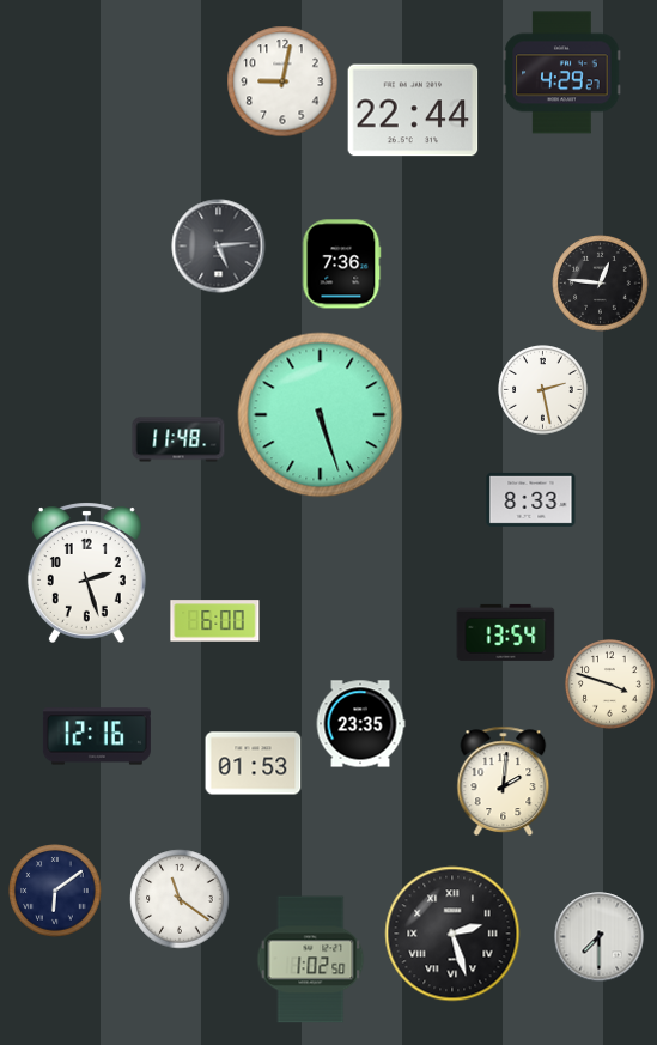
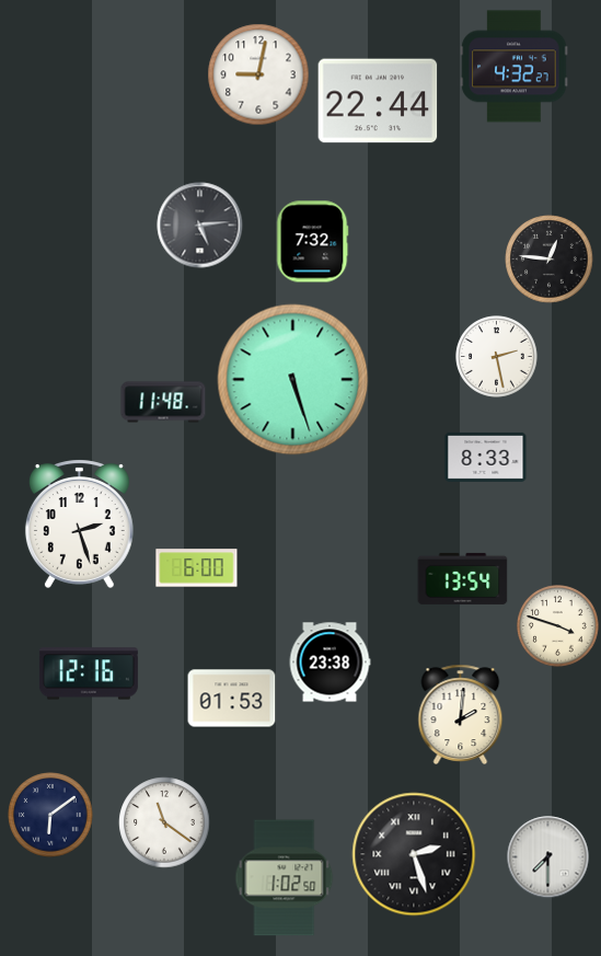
clock at (562, 73): 4:29 -> 4:32
clock at (342, 265): 7:36 -> 7:32
clock at (360, 724): 23:35 -> 23:38
